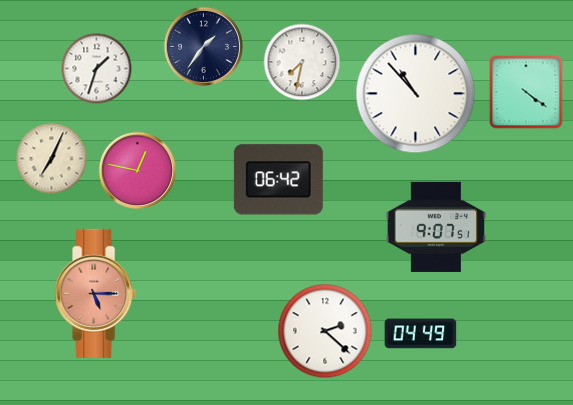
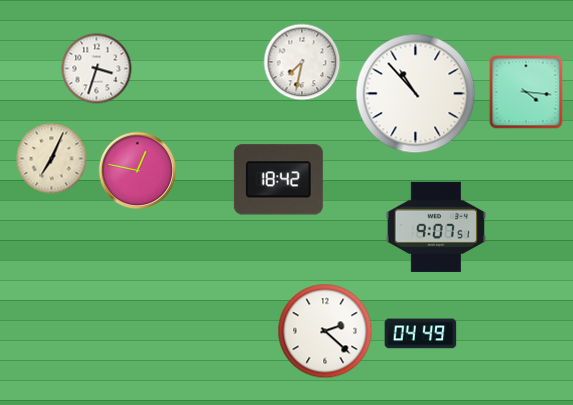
clock at (203, 46): 1:36 -> none
clock at (97, 69): 1:33 -> 3:33
clock at (526, 92): 4:21 -> 4:16
clock at (278, 180): 06:42 -> 18:42
clock at (96, 293): 5:15 -> none
